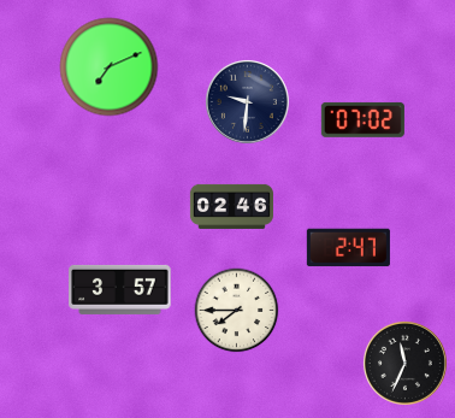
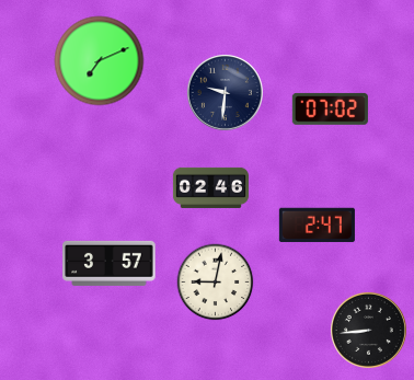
clock at (237, 311): 7:45 -> 9:02
clock at (404, 363): 11:34 -> 8:44
